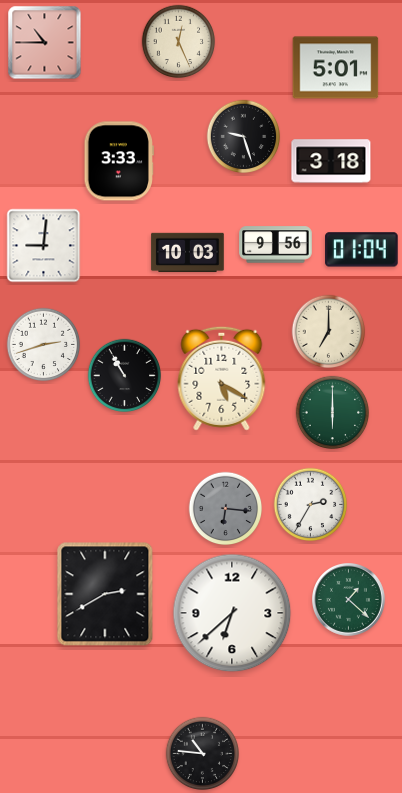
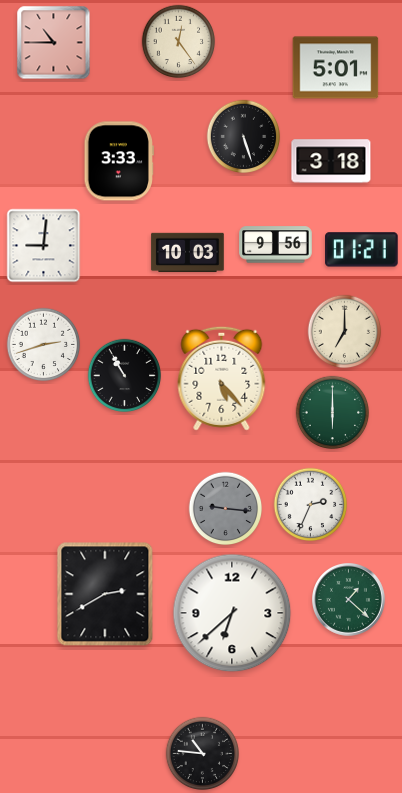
clock at (179, 42): 12:26 -> 12:24
clock at (45, 43) position: (45, 43) -> (54, 43)
clock at (244, 137): 9:27 -> 5:27
clock at (362, 250): 01:04 -> 01:21
clock at (329, 332) position: (329, 332) -> (345, 332)
clock at (222, 378): 5:20 -> 5:23
clock at (311, 505): 2:35 -> 2:34
clock at (226, 509): 6:16 -> 9:16
